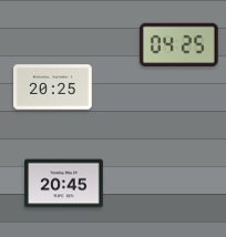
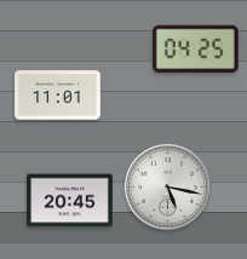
clock at (53, 87): 20:25 -> 11:01
clock at (168, 188): none -> 5:17
